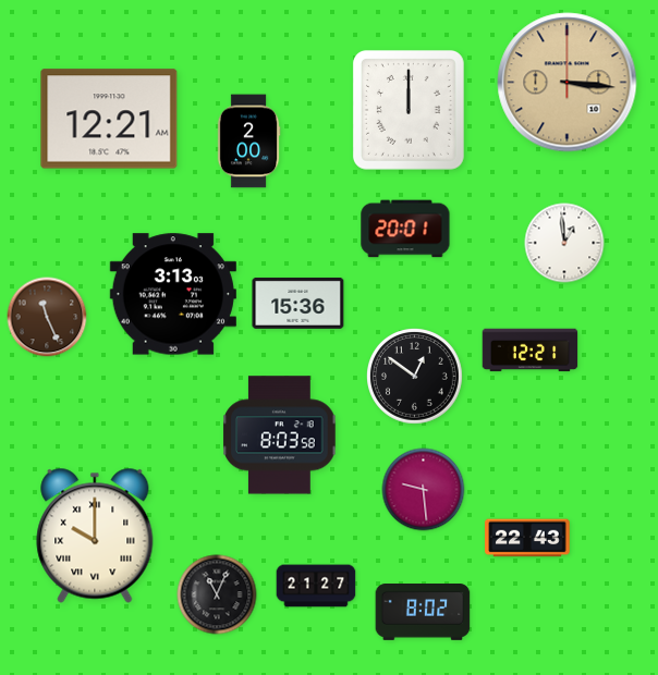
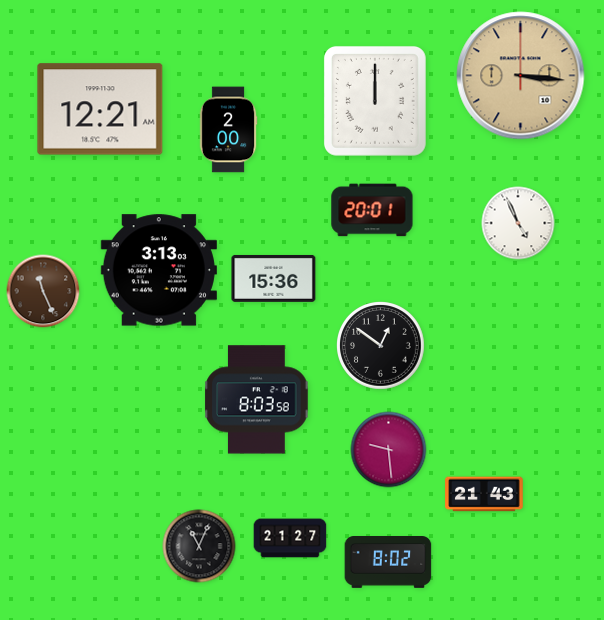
clock at (564, 243): 12:59 -> 4:56
clock at (531, 351): 12:21 -> none
clock at (95, 536): 10:00 -> none
clock at (527, 538): 22:43 -> 21:43
